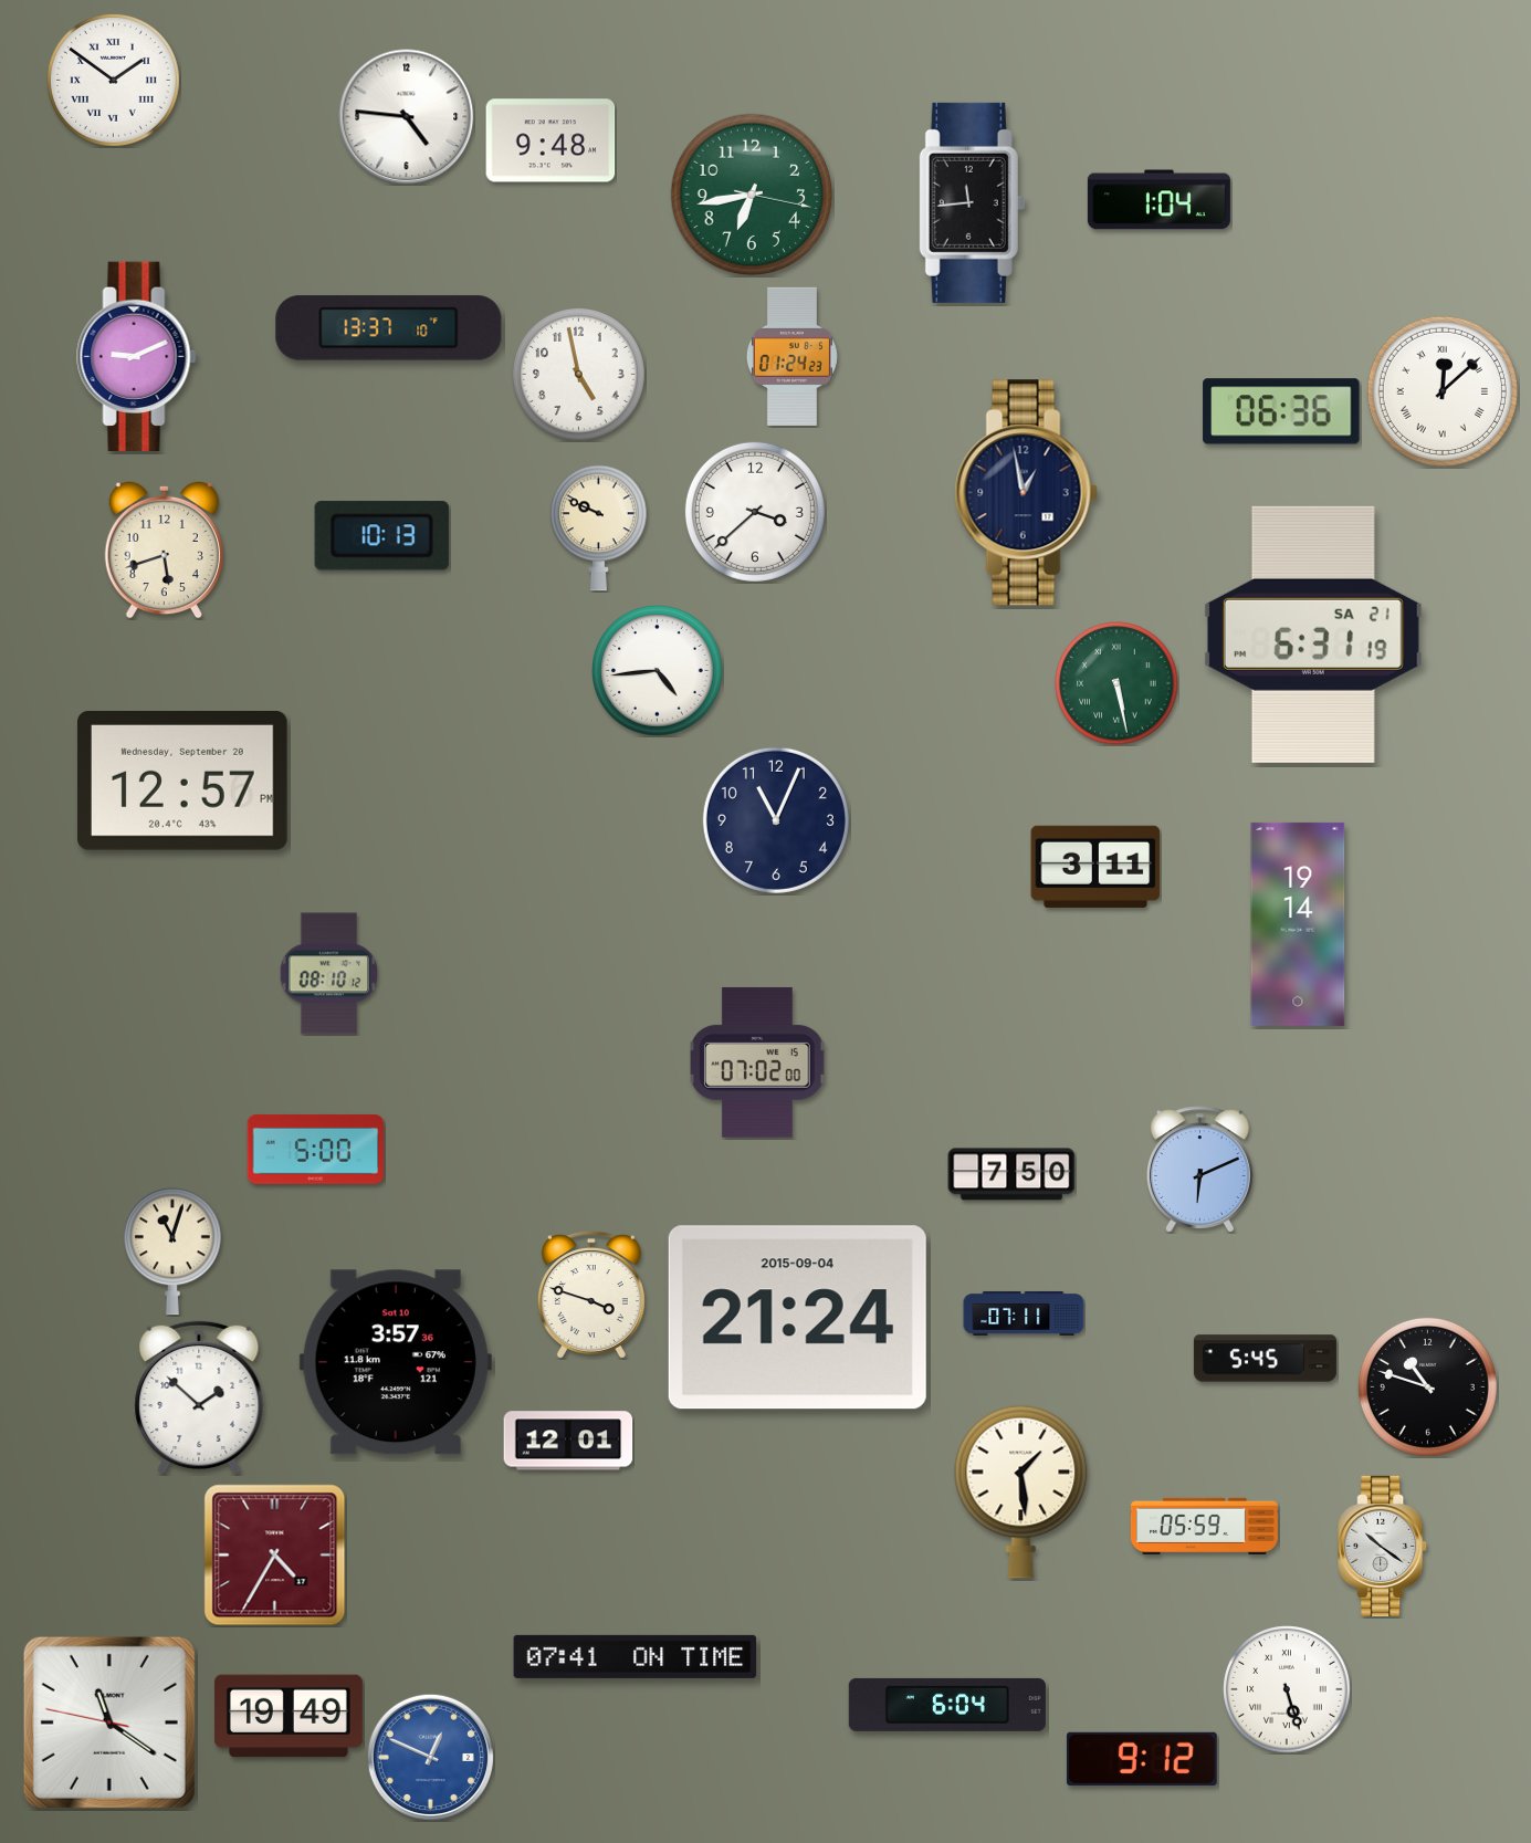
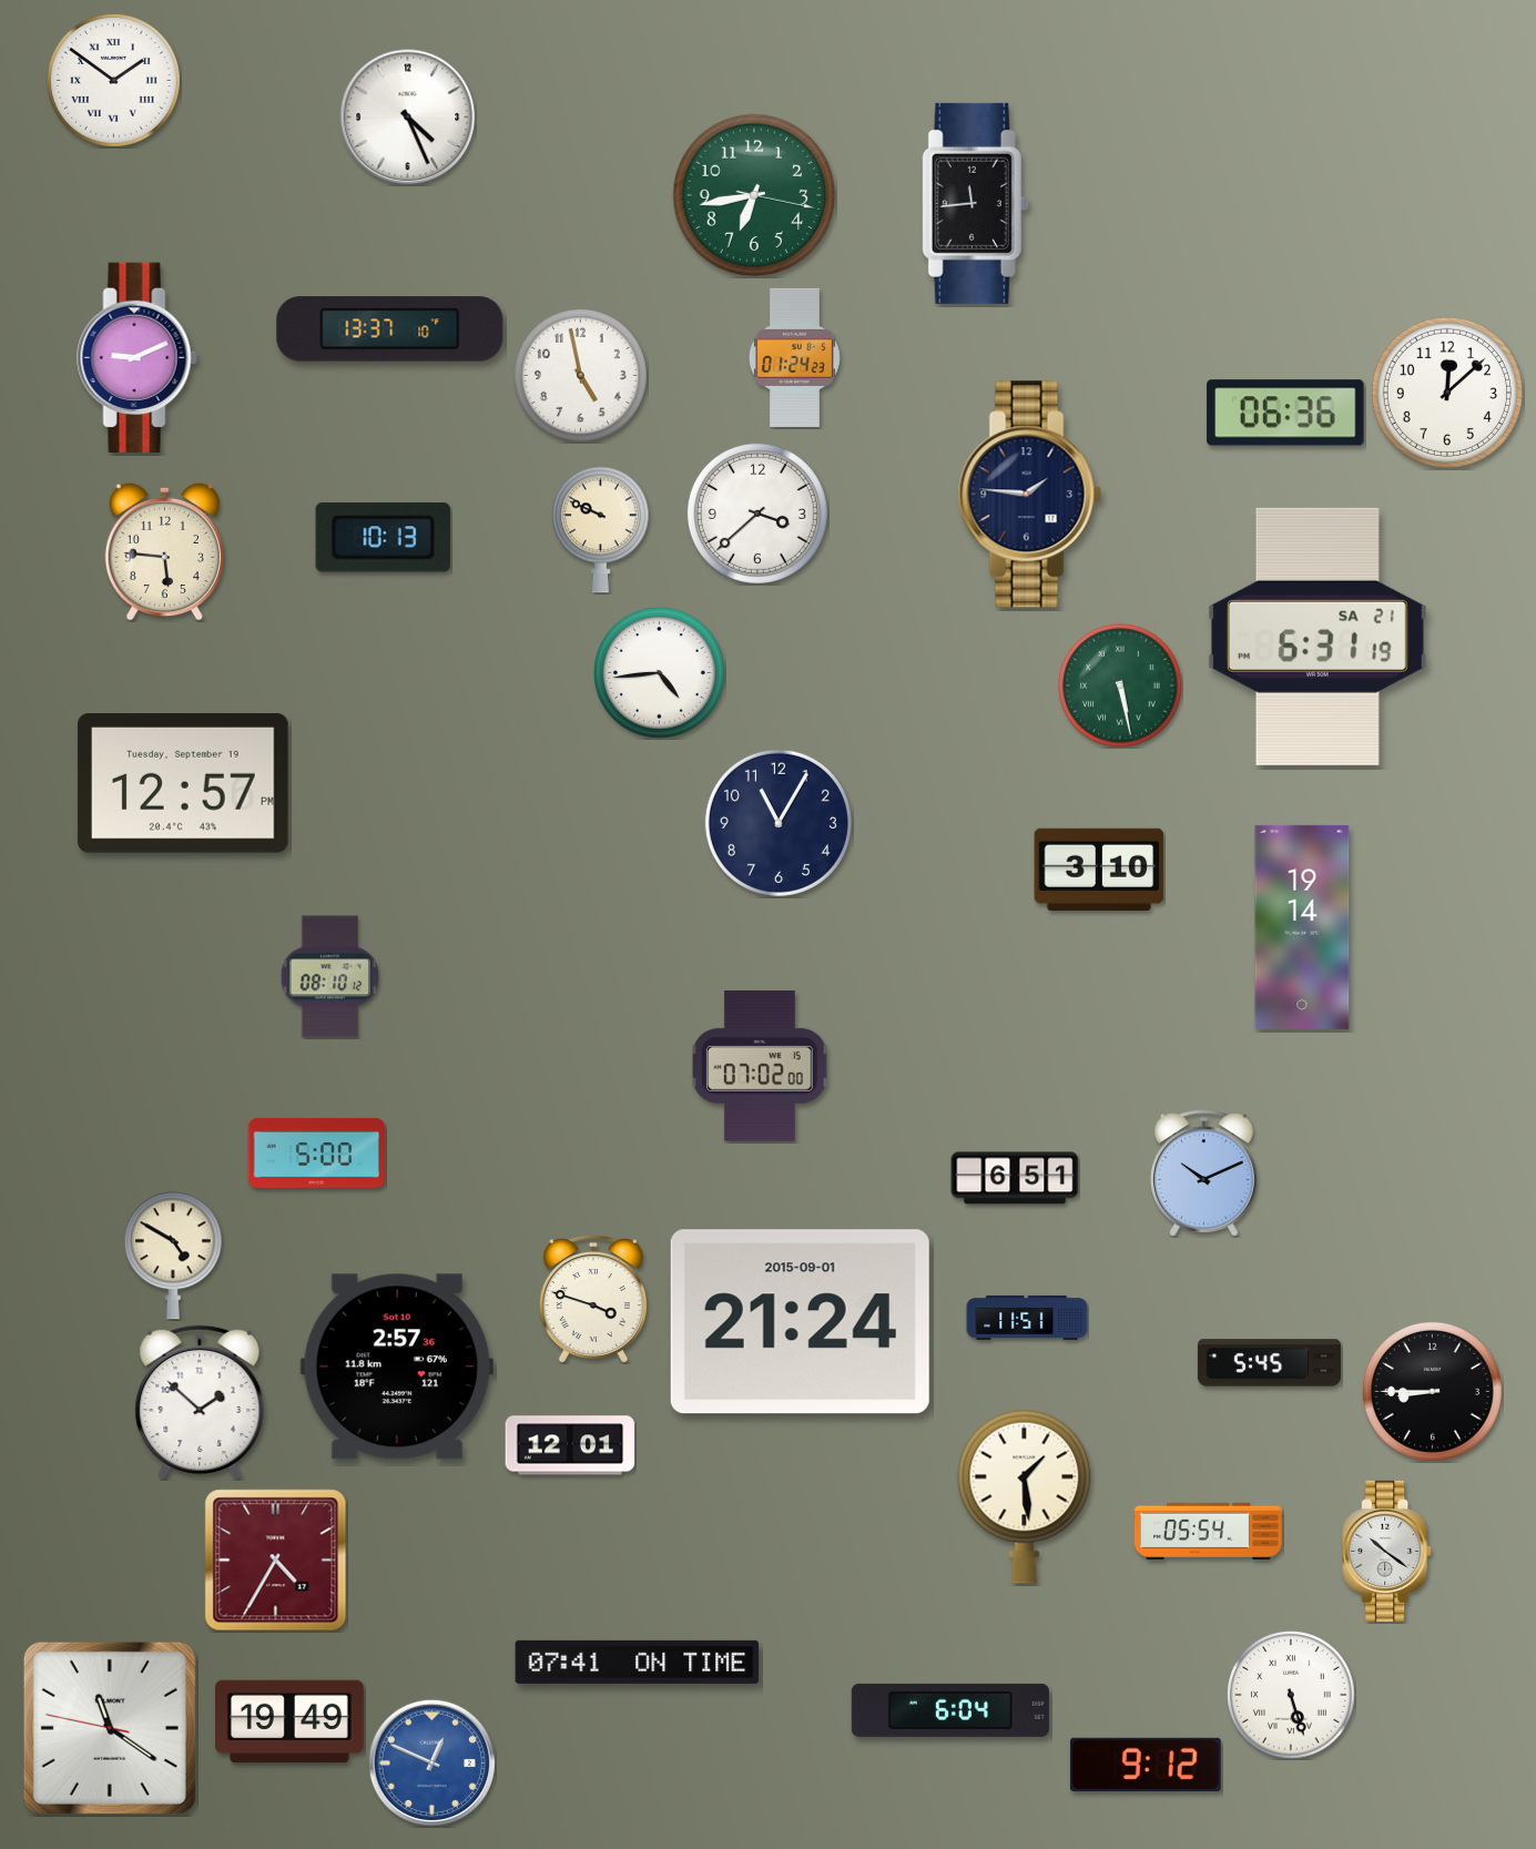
clock at (407, 117): 4:46 -> 4:26
clock at (550, 140): 9:48 -> none
clock at (1158, 200): 1:04 -> none
clock at (1443, 391) numerals: Roman -> Arabic
clock at (1026, 493): 12:58 -> 1:46
clock at (164, 549): 5:42 -> 5:46
clock at (182, 782) date: Wednesday, September 20 -> Tuesday, September 19
clock at (776, 820): 11:04 -> 11:05
clock at (1095, 867): 3:11 -> 3:10
clock at (1199, 1170): 6:11 -> 10:11
clock at (1011, 1174): 7:50 -> 6:51
clock at (174, 1252): 11:03 -> 4:50
clock at (1024, 1313): 07:11 -> 11:51
clock at (797, 1318) date: 2015-09-04 -> 2015-09-01
clock at (396, 1362): 3:57 -> 2:57
clock at (1427, 1386): 10:48 -> 8:45
clock at (1204, 1526): 05:59 -> 05:54
